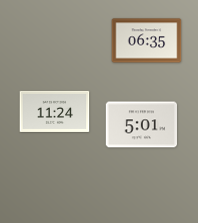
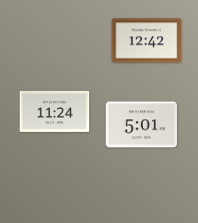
clock at (147, 41): 06:35 -> 12:42
